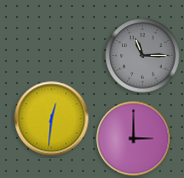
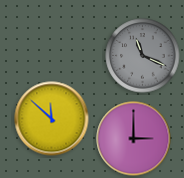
clock at (143, 56): 11:15 -> 11:19
clock at (52, 119): 12:31 -> 11:52
